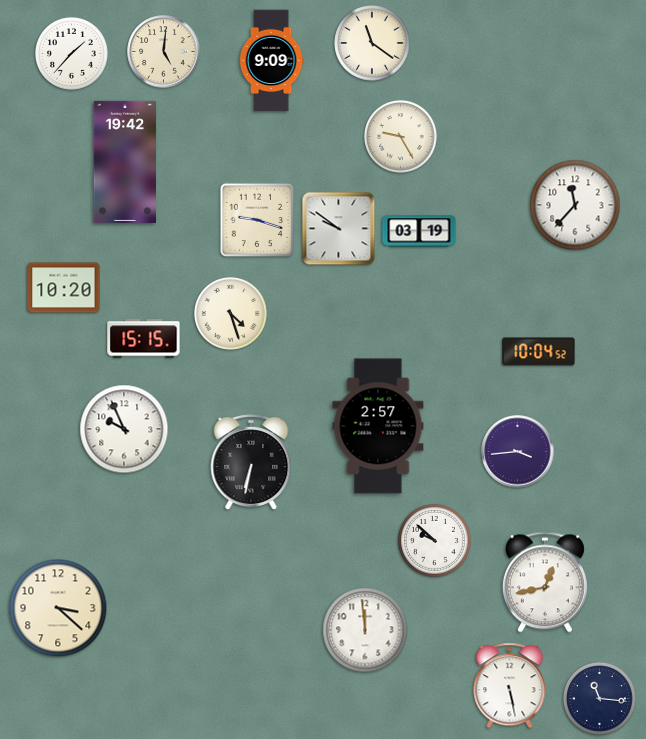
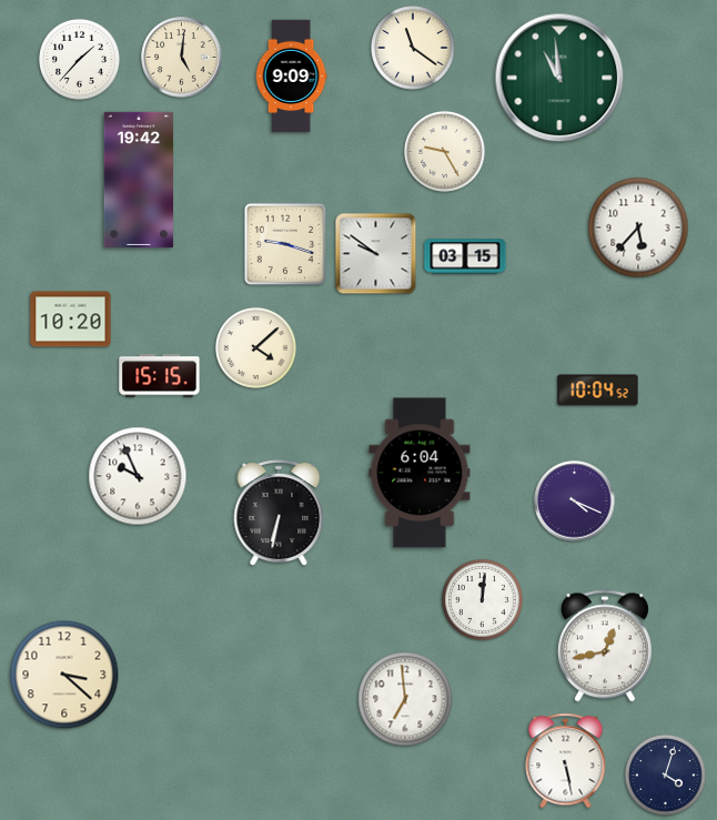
clock at (271, 61) position: (271, 61) -> (291, 77)
clock at (559, 78): none -> 10:59
clock at (575, 205): 11:37 -> 5:37
clock at (419, 231): 03:19 -> 03:15
clock at (230, 313): 4:27 -> 4:08
clock at (378, 426): 2:57 -> 6:04
clock at (518, 452): 3:44 -> 4:19
clock at (434, 540): 9:52 -> 12:01
clock at (365, 630): 11:59 -> 6:59
clock at (599, 698): 11:16 -> 4:03
